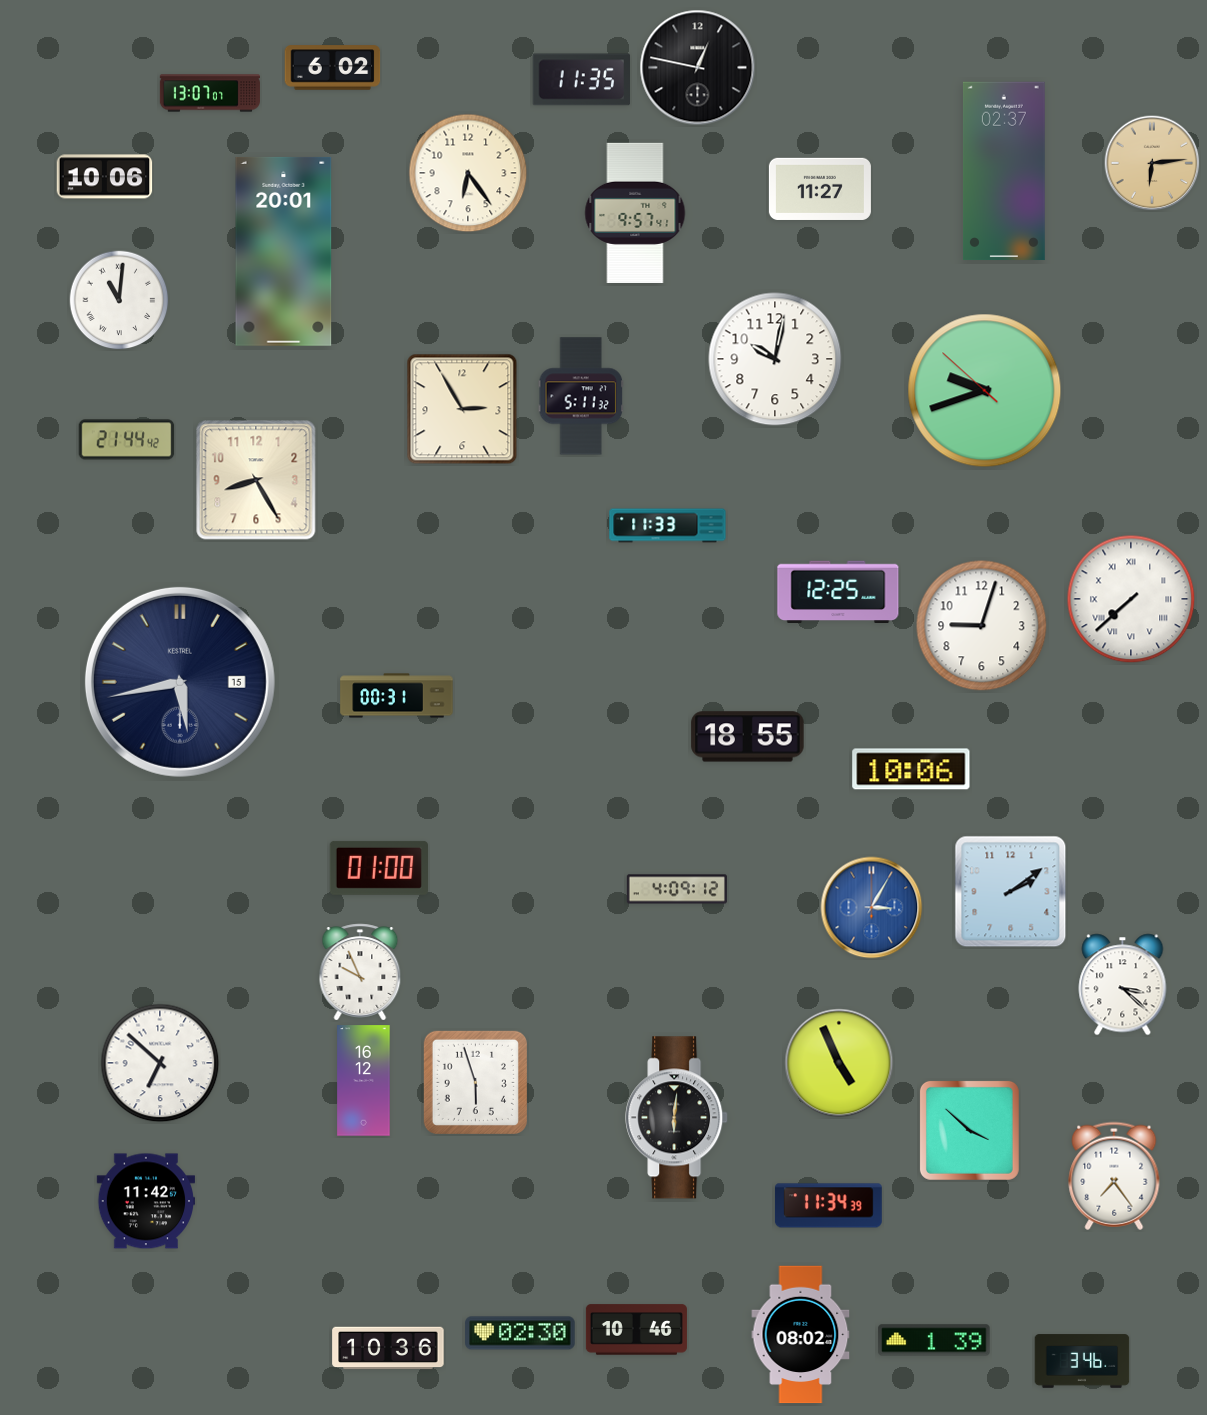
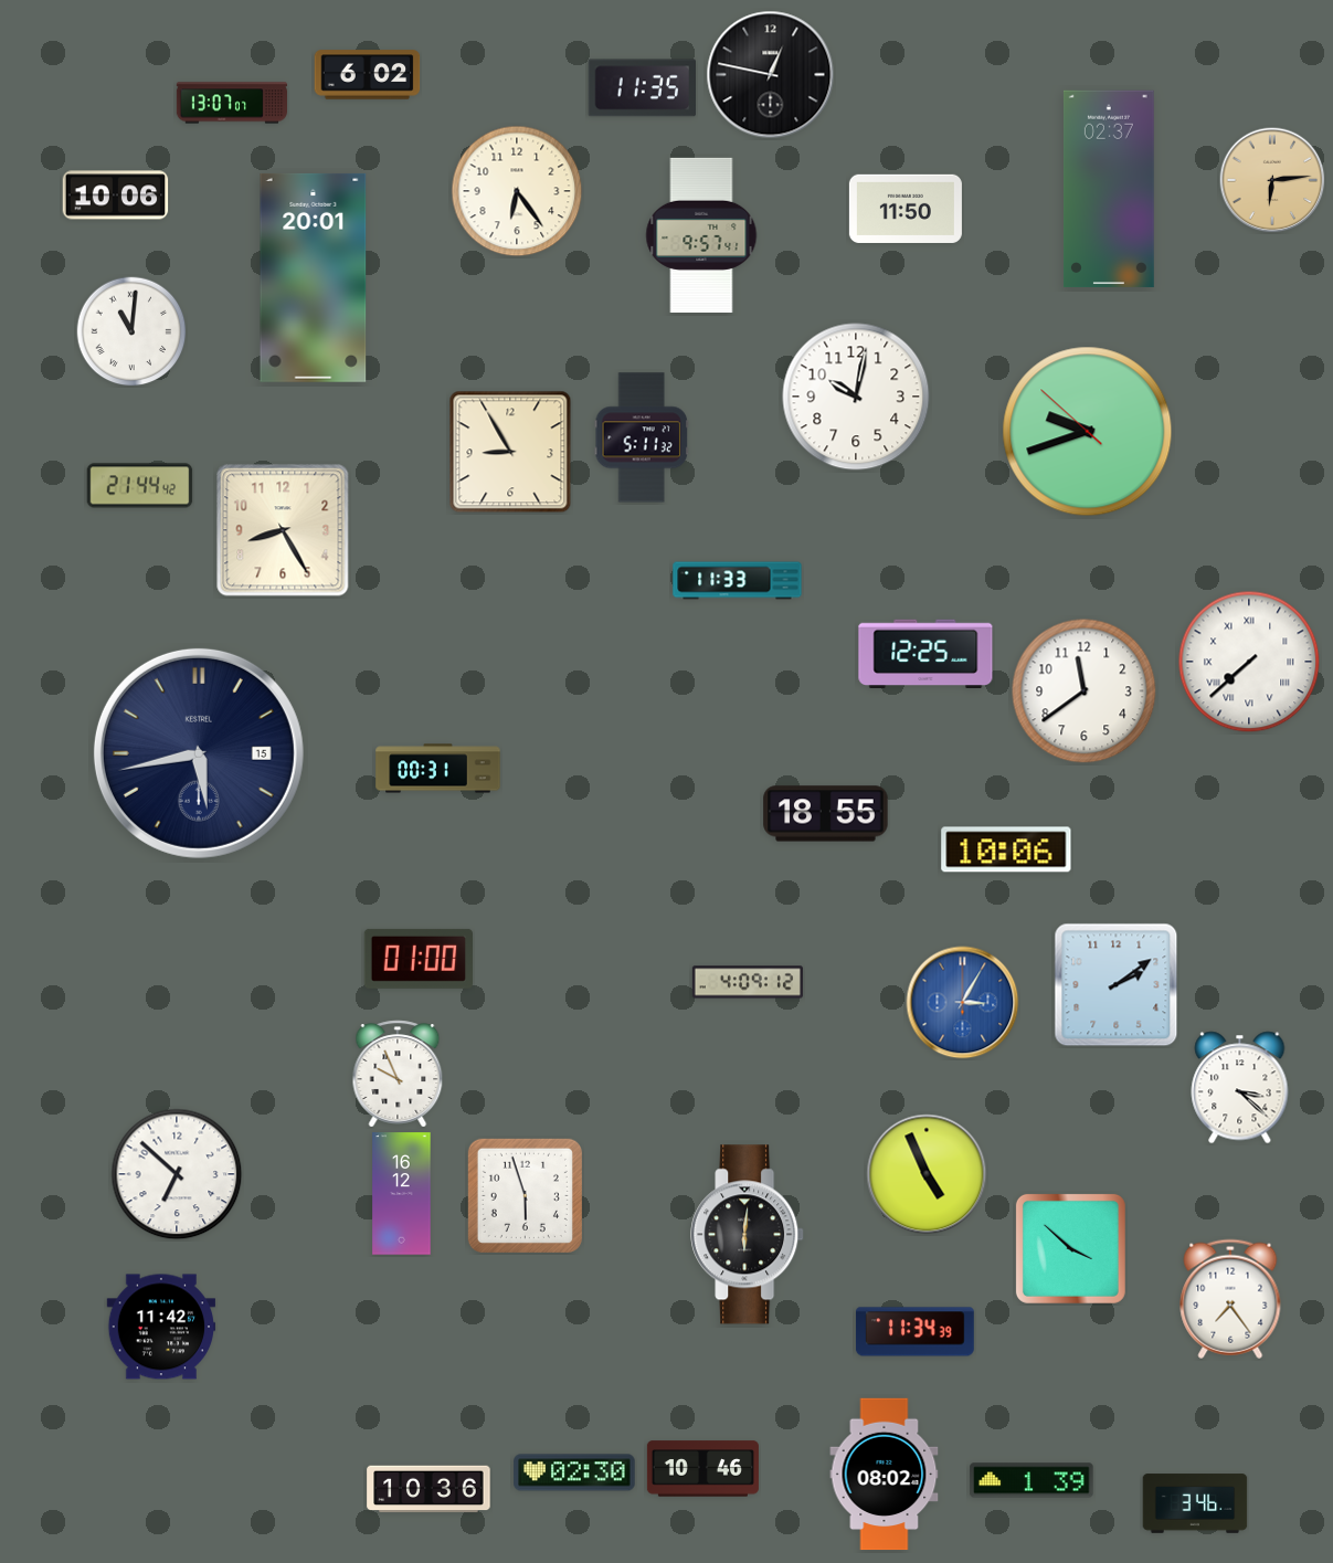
clock at (820, 189): 11:27 -> 11:50
clock at (462, 409): 2:55 -> 8:55
clock at (982, 626): 9:03 -> 11:39
